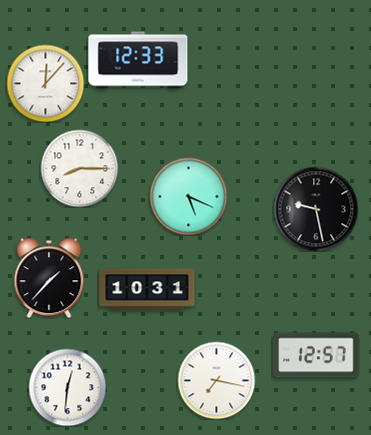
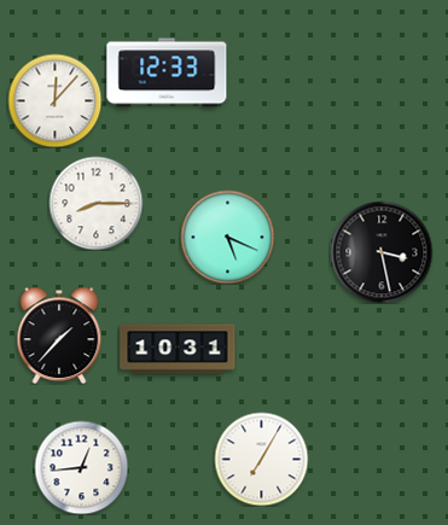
clock at (316, 209): 9:28 -> 3:28
clock at (316, 355): 12:57 -> none
clock at (216, 380): 7:17 -> 7:05
clock at (67, 387): 12:31 -> 12:44
